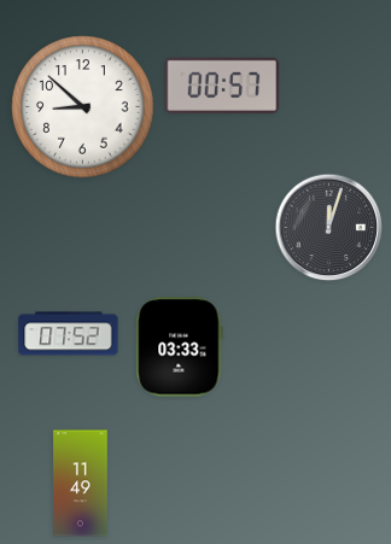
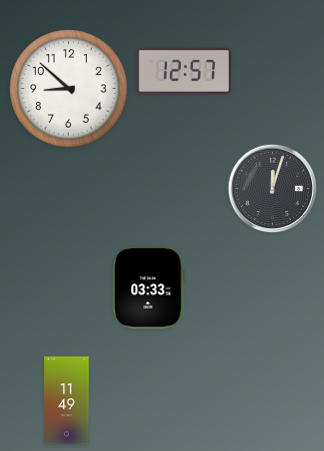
clock at (222, 86): 00:57 -> 12:57
clock at (69, 334): 07:52 -> none
